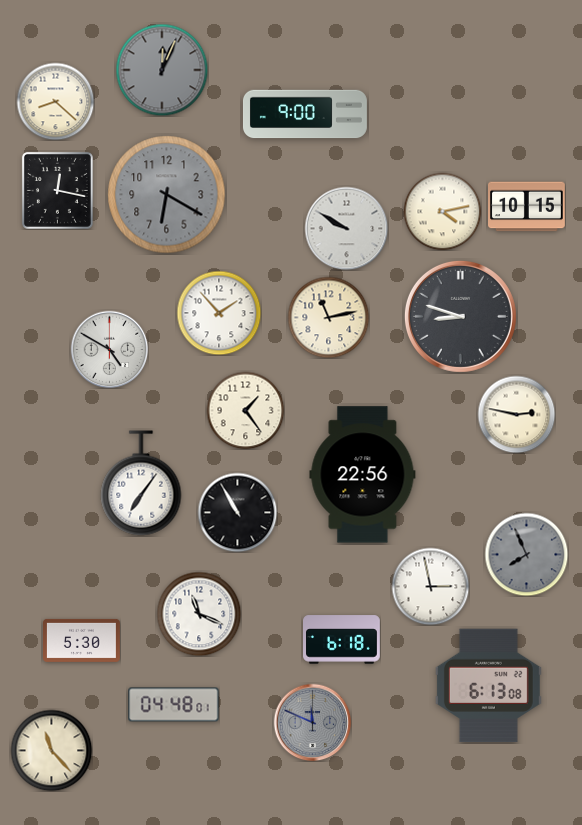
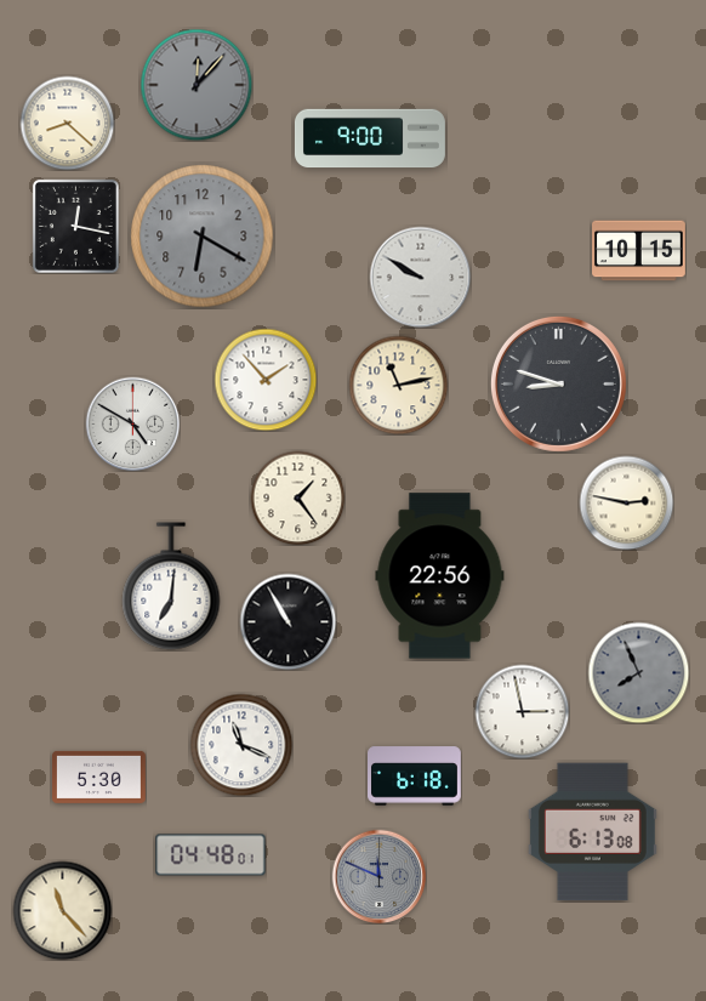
clock at (162, 70): 12:04 -> 12:07
clock at (57, 190) position: (57, 190) -> (75, 226)
clock at (442, 211): 4:13 -> none
clock at (141, 483): 7:06 -> 7:01
